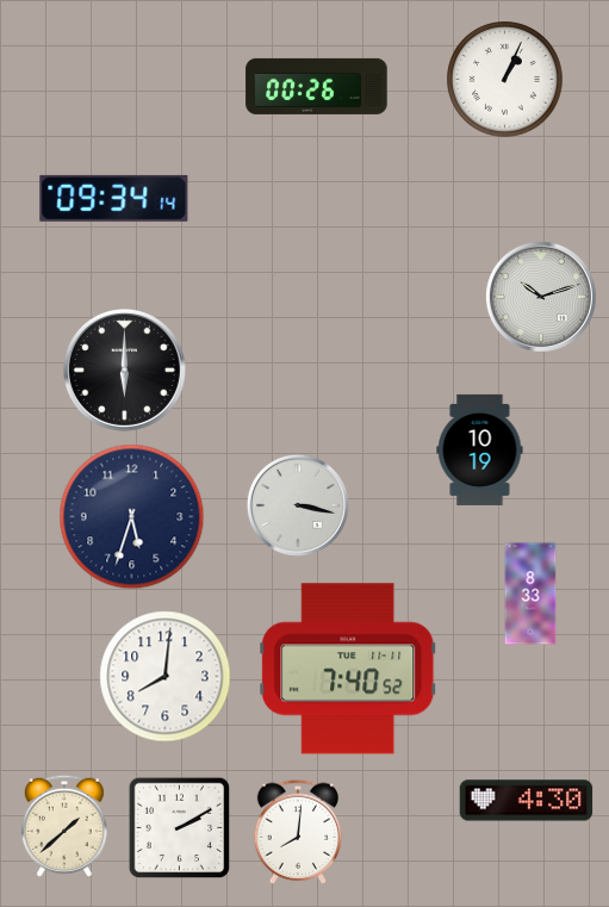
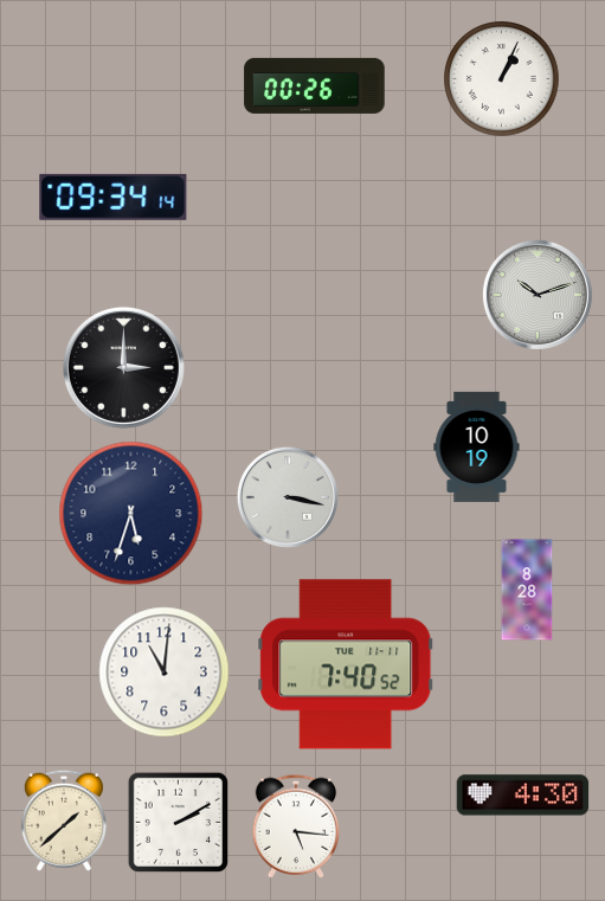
clock at (124, 369): 6:00 -> 3:00
clock at (298, 505) position: (298, 505) -> (288, 497)
clock at (530, 594): 8:33 -> 8:28
clock at (166, 677): 8:01 -> 11:01
clock at (298, 832): 8:01 -> 5:16
